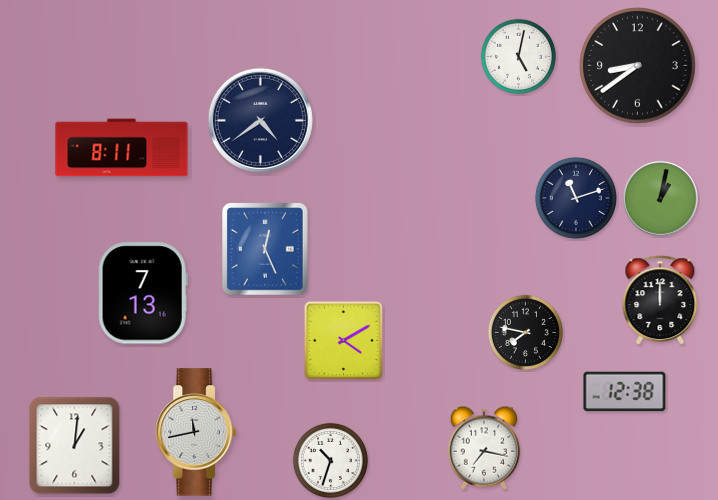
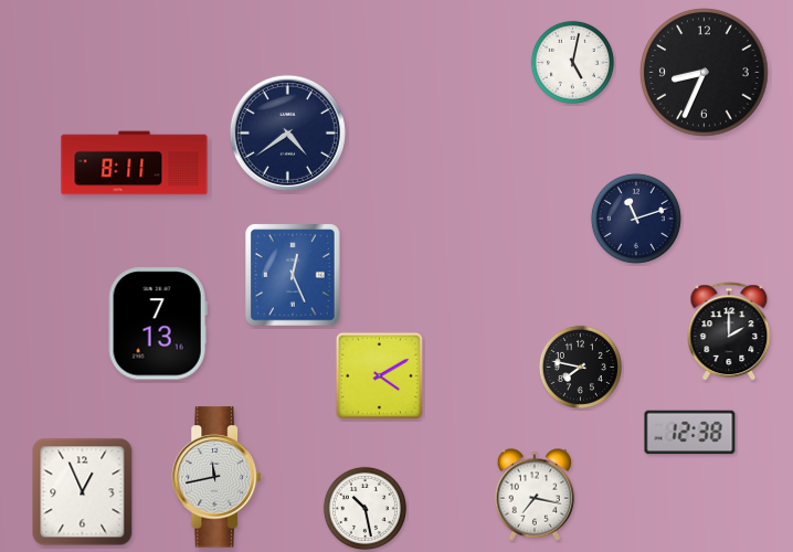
clock at (638, 66): 8:39 -> 8:34
clock at (661, 199): 1:02 -> none
clock at (660, 301): 12:00 -> 2:00
clock at (75, 446): 1:01 -> 12:56
clock at (330, 460): 10:33 -> 10:28
